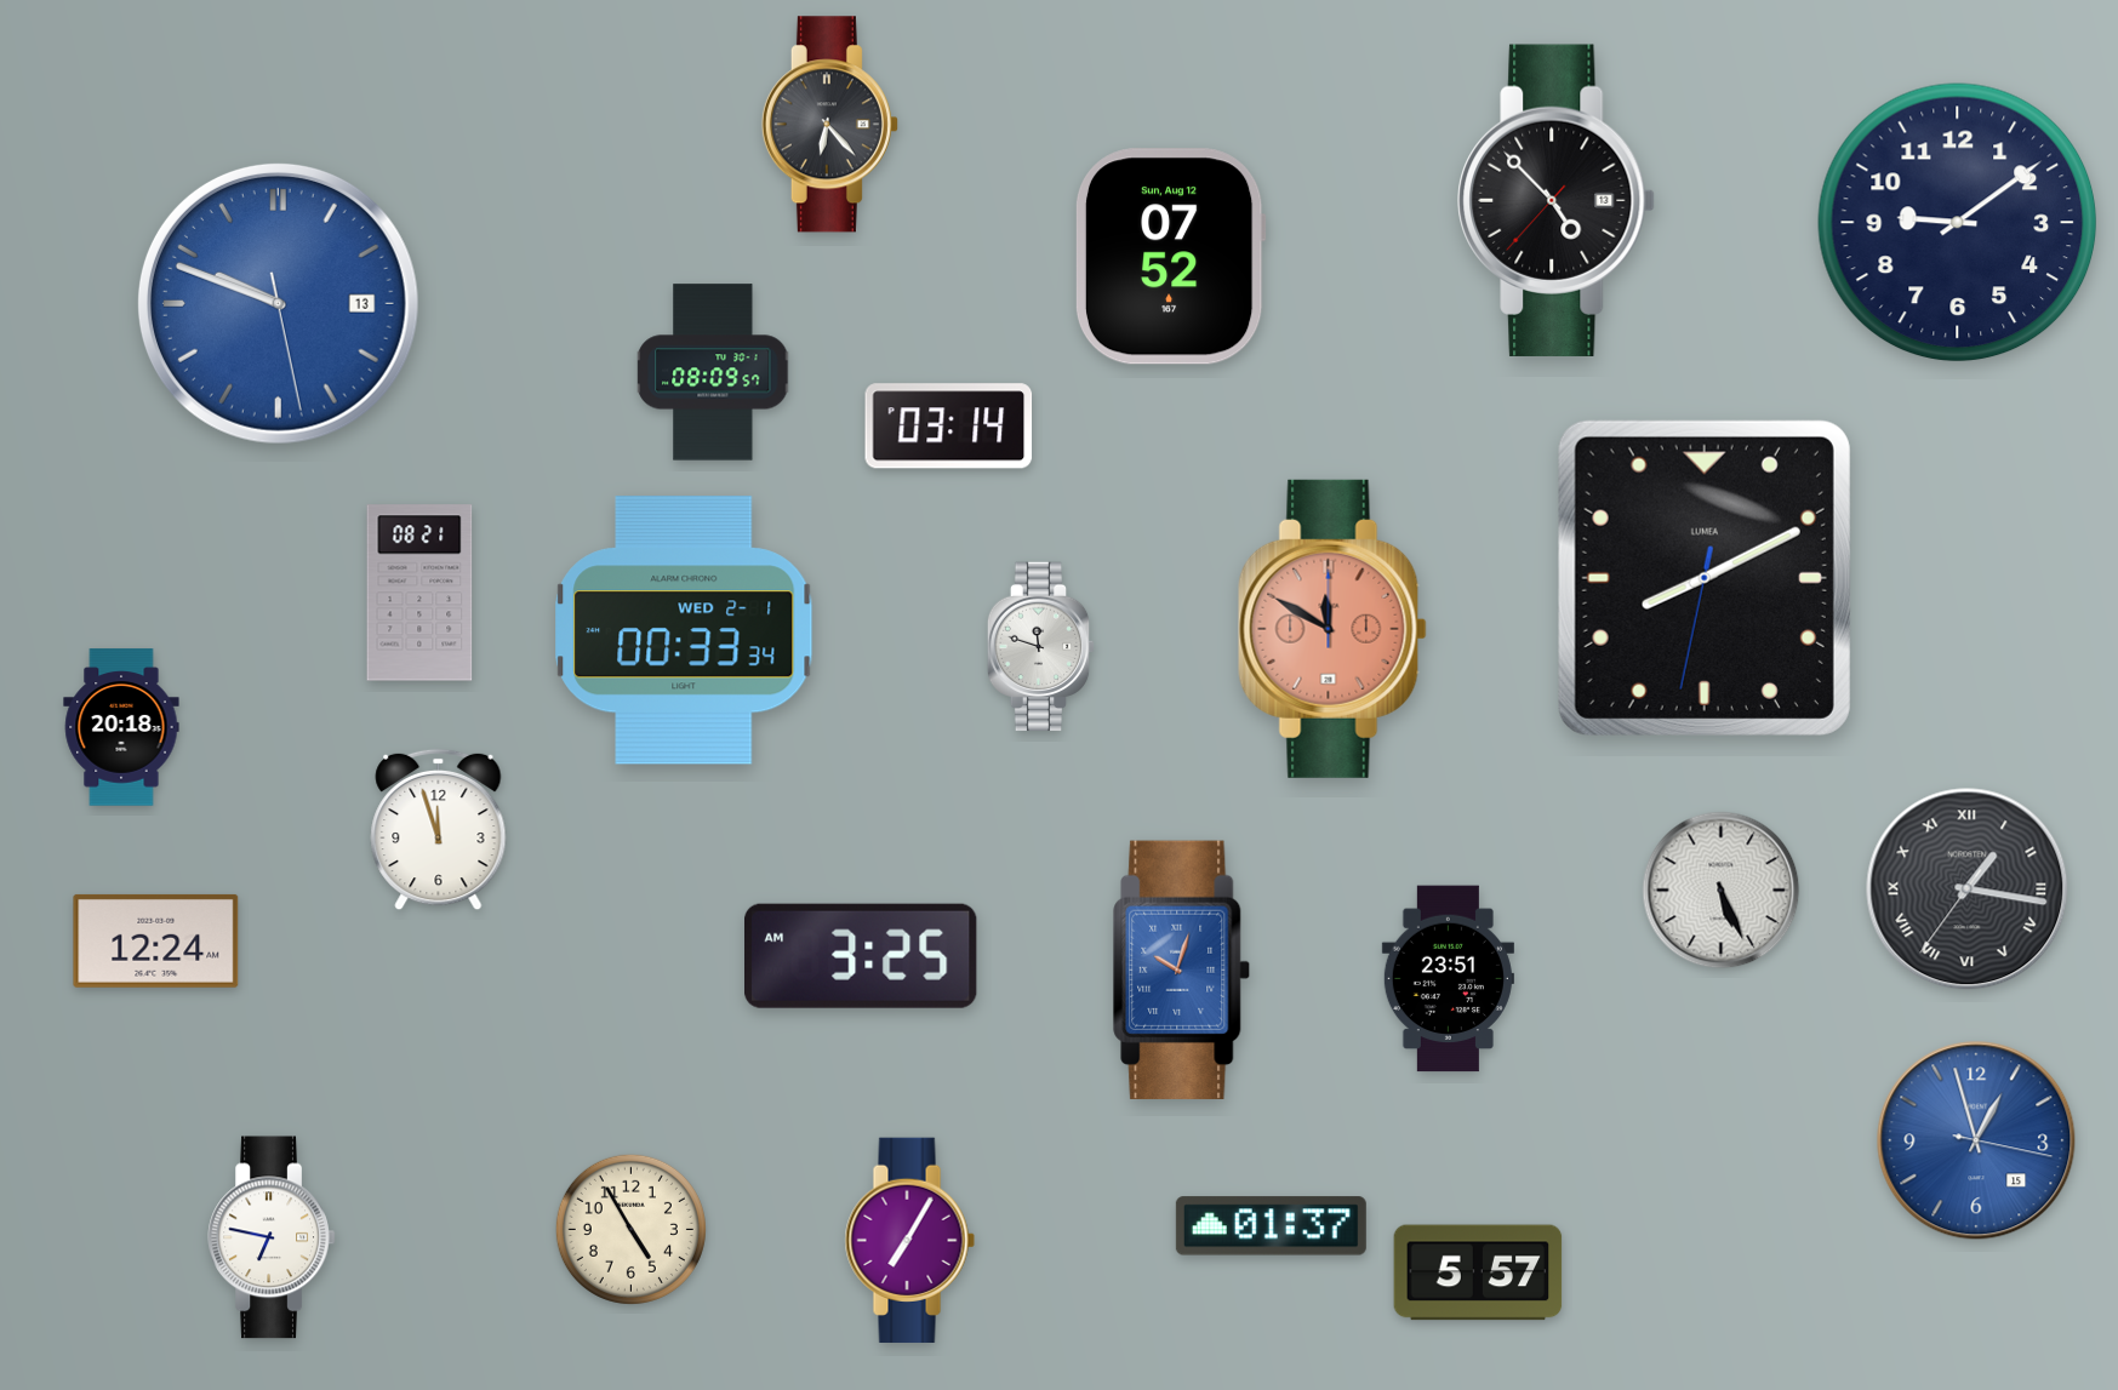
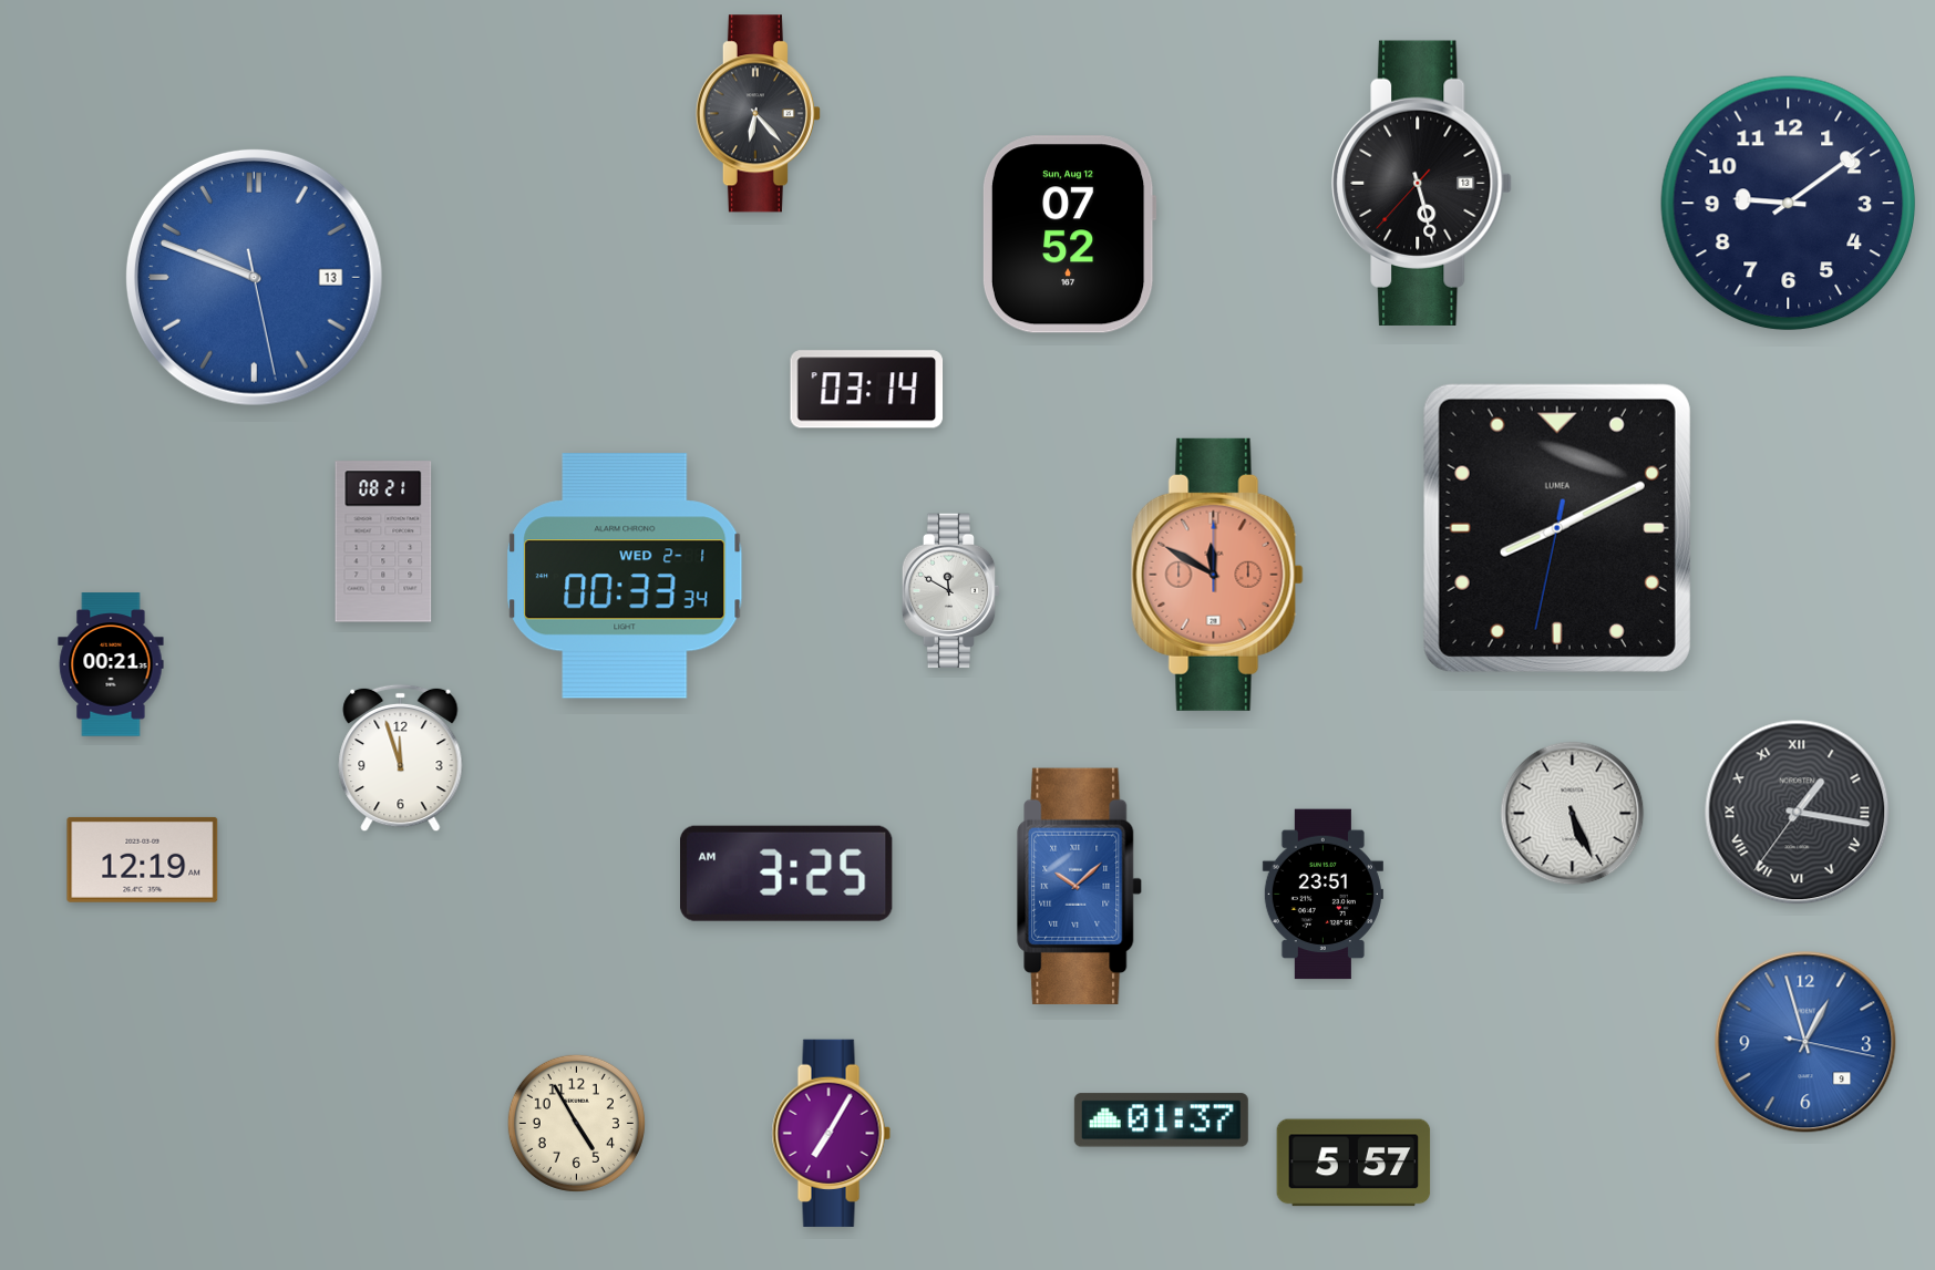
clock at (1557, 200): 4:52 -> 5:27
clock at (714, 372): 08:09 -> none
clock at (1041, 647): 11:48 -> 11:50
clock at (121, 727): 20:18 -> 00:21
clock at (156, 940): 12:24 -> 12:19
clock at (1182, 969): 10:03 -> 10:08
clock at (1976, 1140) date: 15 -> 9
clock at (272, 1237): 6:47 -> none
clock at (1478, 1272) position: (1478, 1272) -> (1354, 1163)
